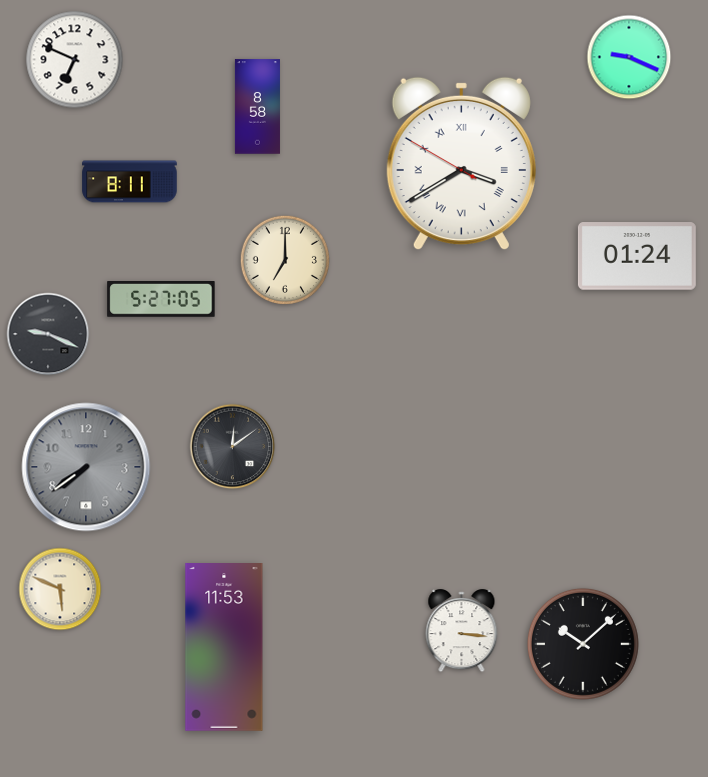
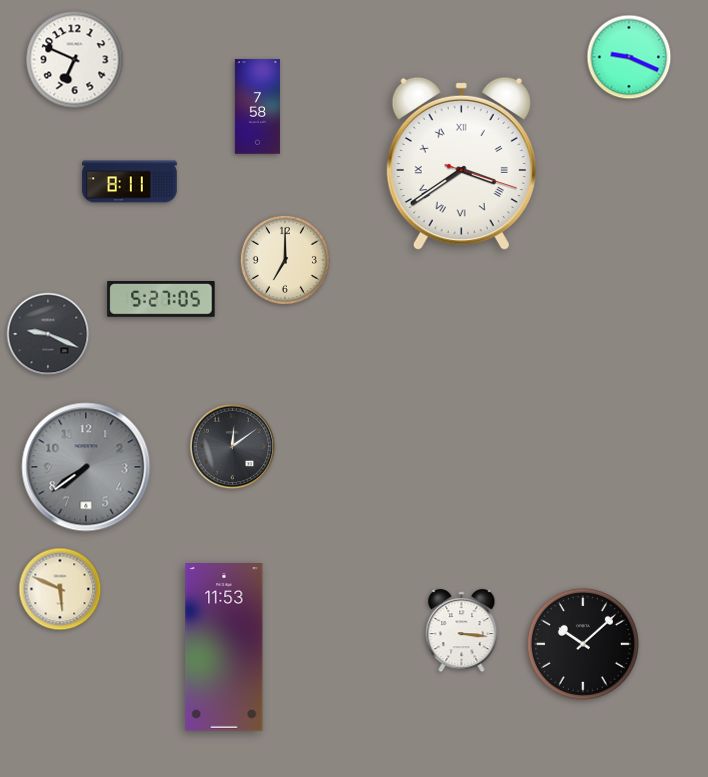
clock at (257, 107): 8:58 -> 7:58
clock at (461, 164): 3:39:50 -> 3:39:18
clock at (637, 256): 01:24 -> none
